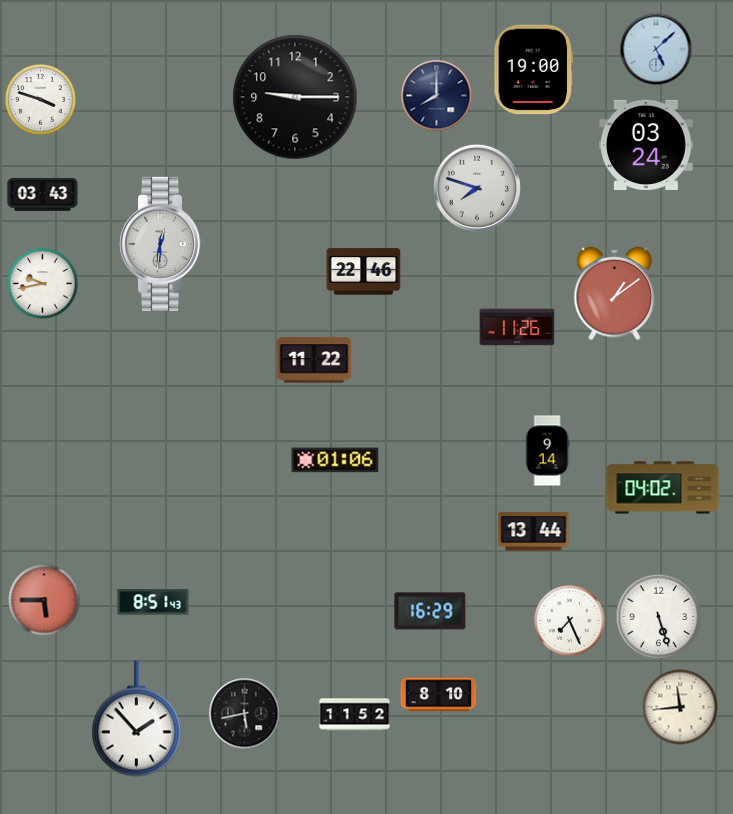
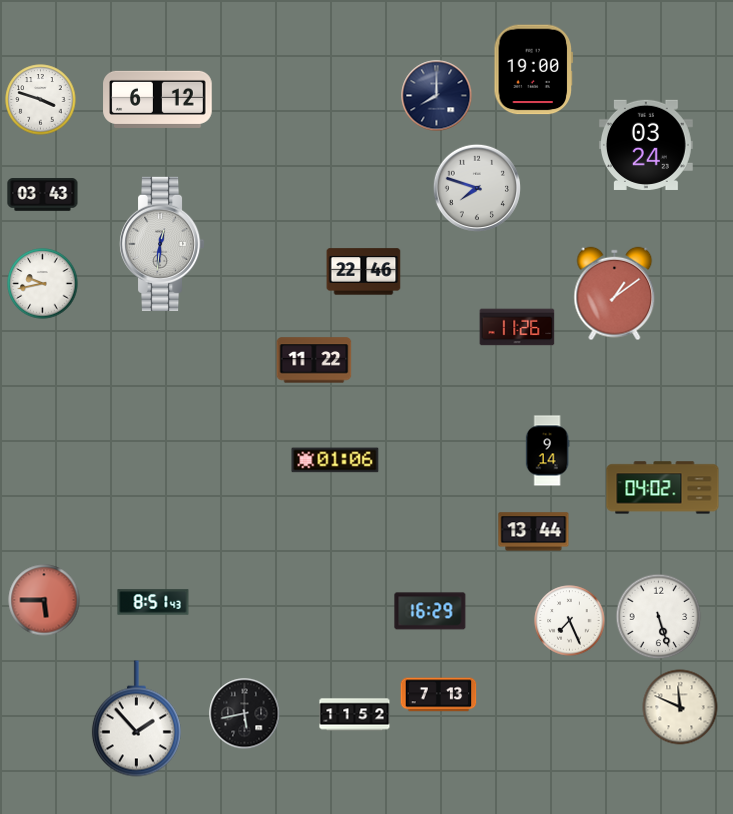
clock at (656, 49): 5:08 -> none
clock at (295, 97): 9:15 -> none
clock at (158, 99): none -> 6:12
clock at (439, 695): 8:10 -> 7:13
clock at (680, 707): 11:44 -> 11:49
